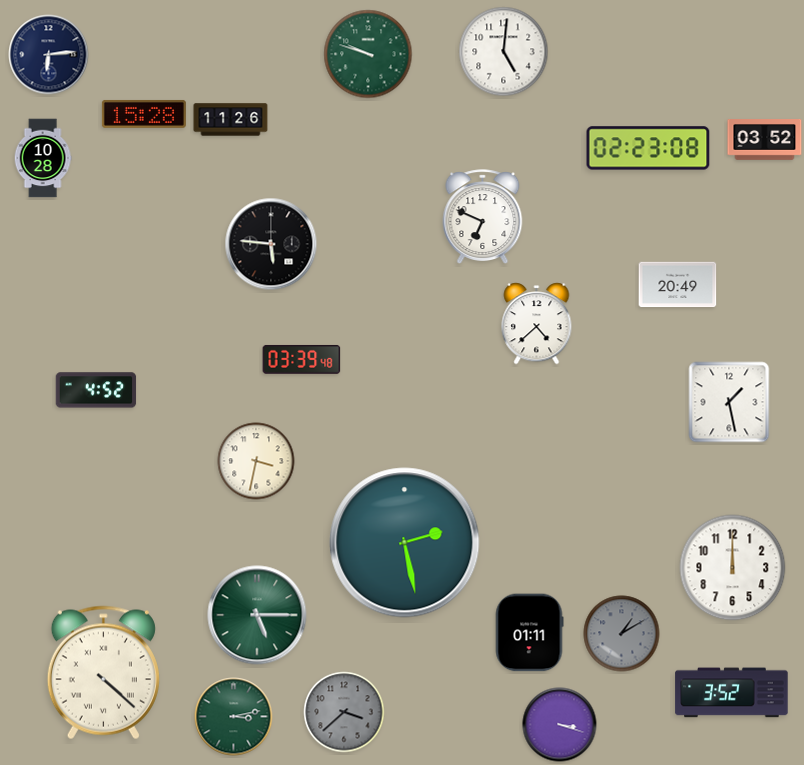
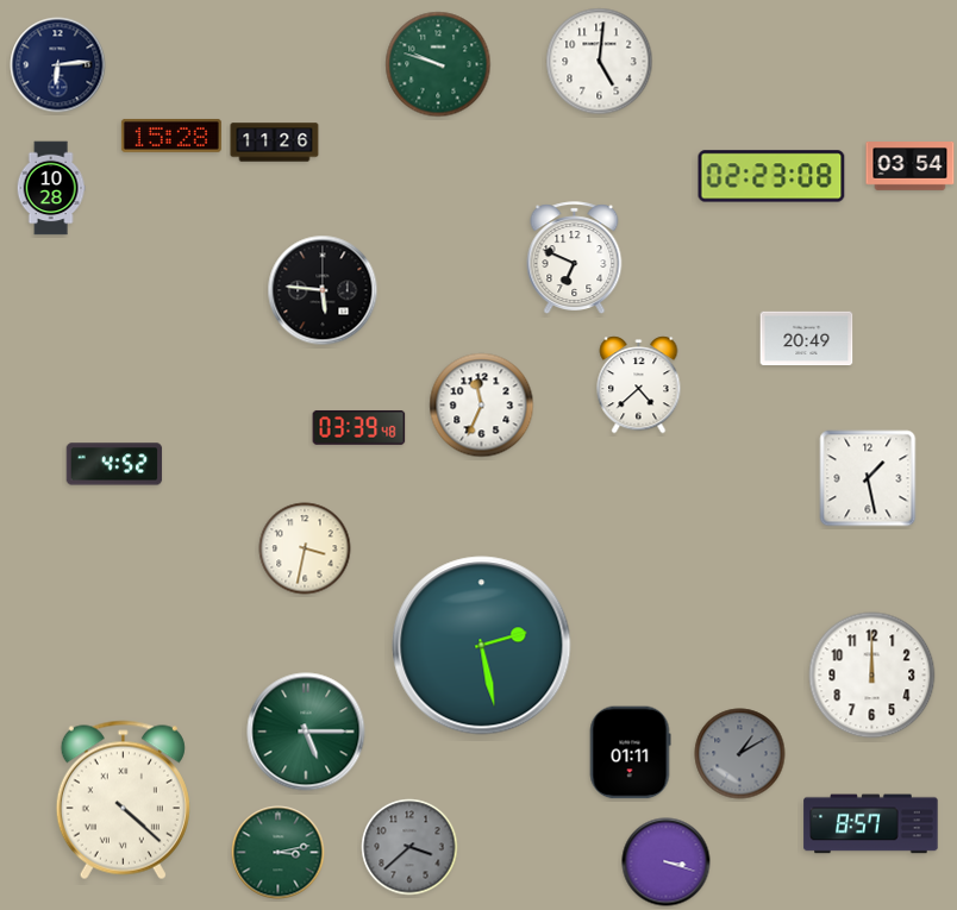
clock at (765, 140): 03:52 -> 03:54
clock at (482, 406): none -> 11:34
clock at (732, 693): 3:52 -> 8:57
